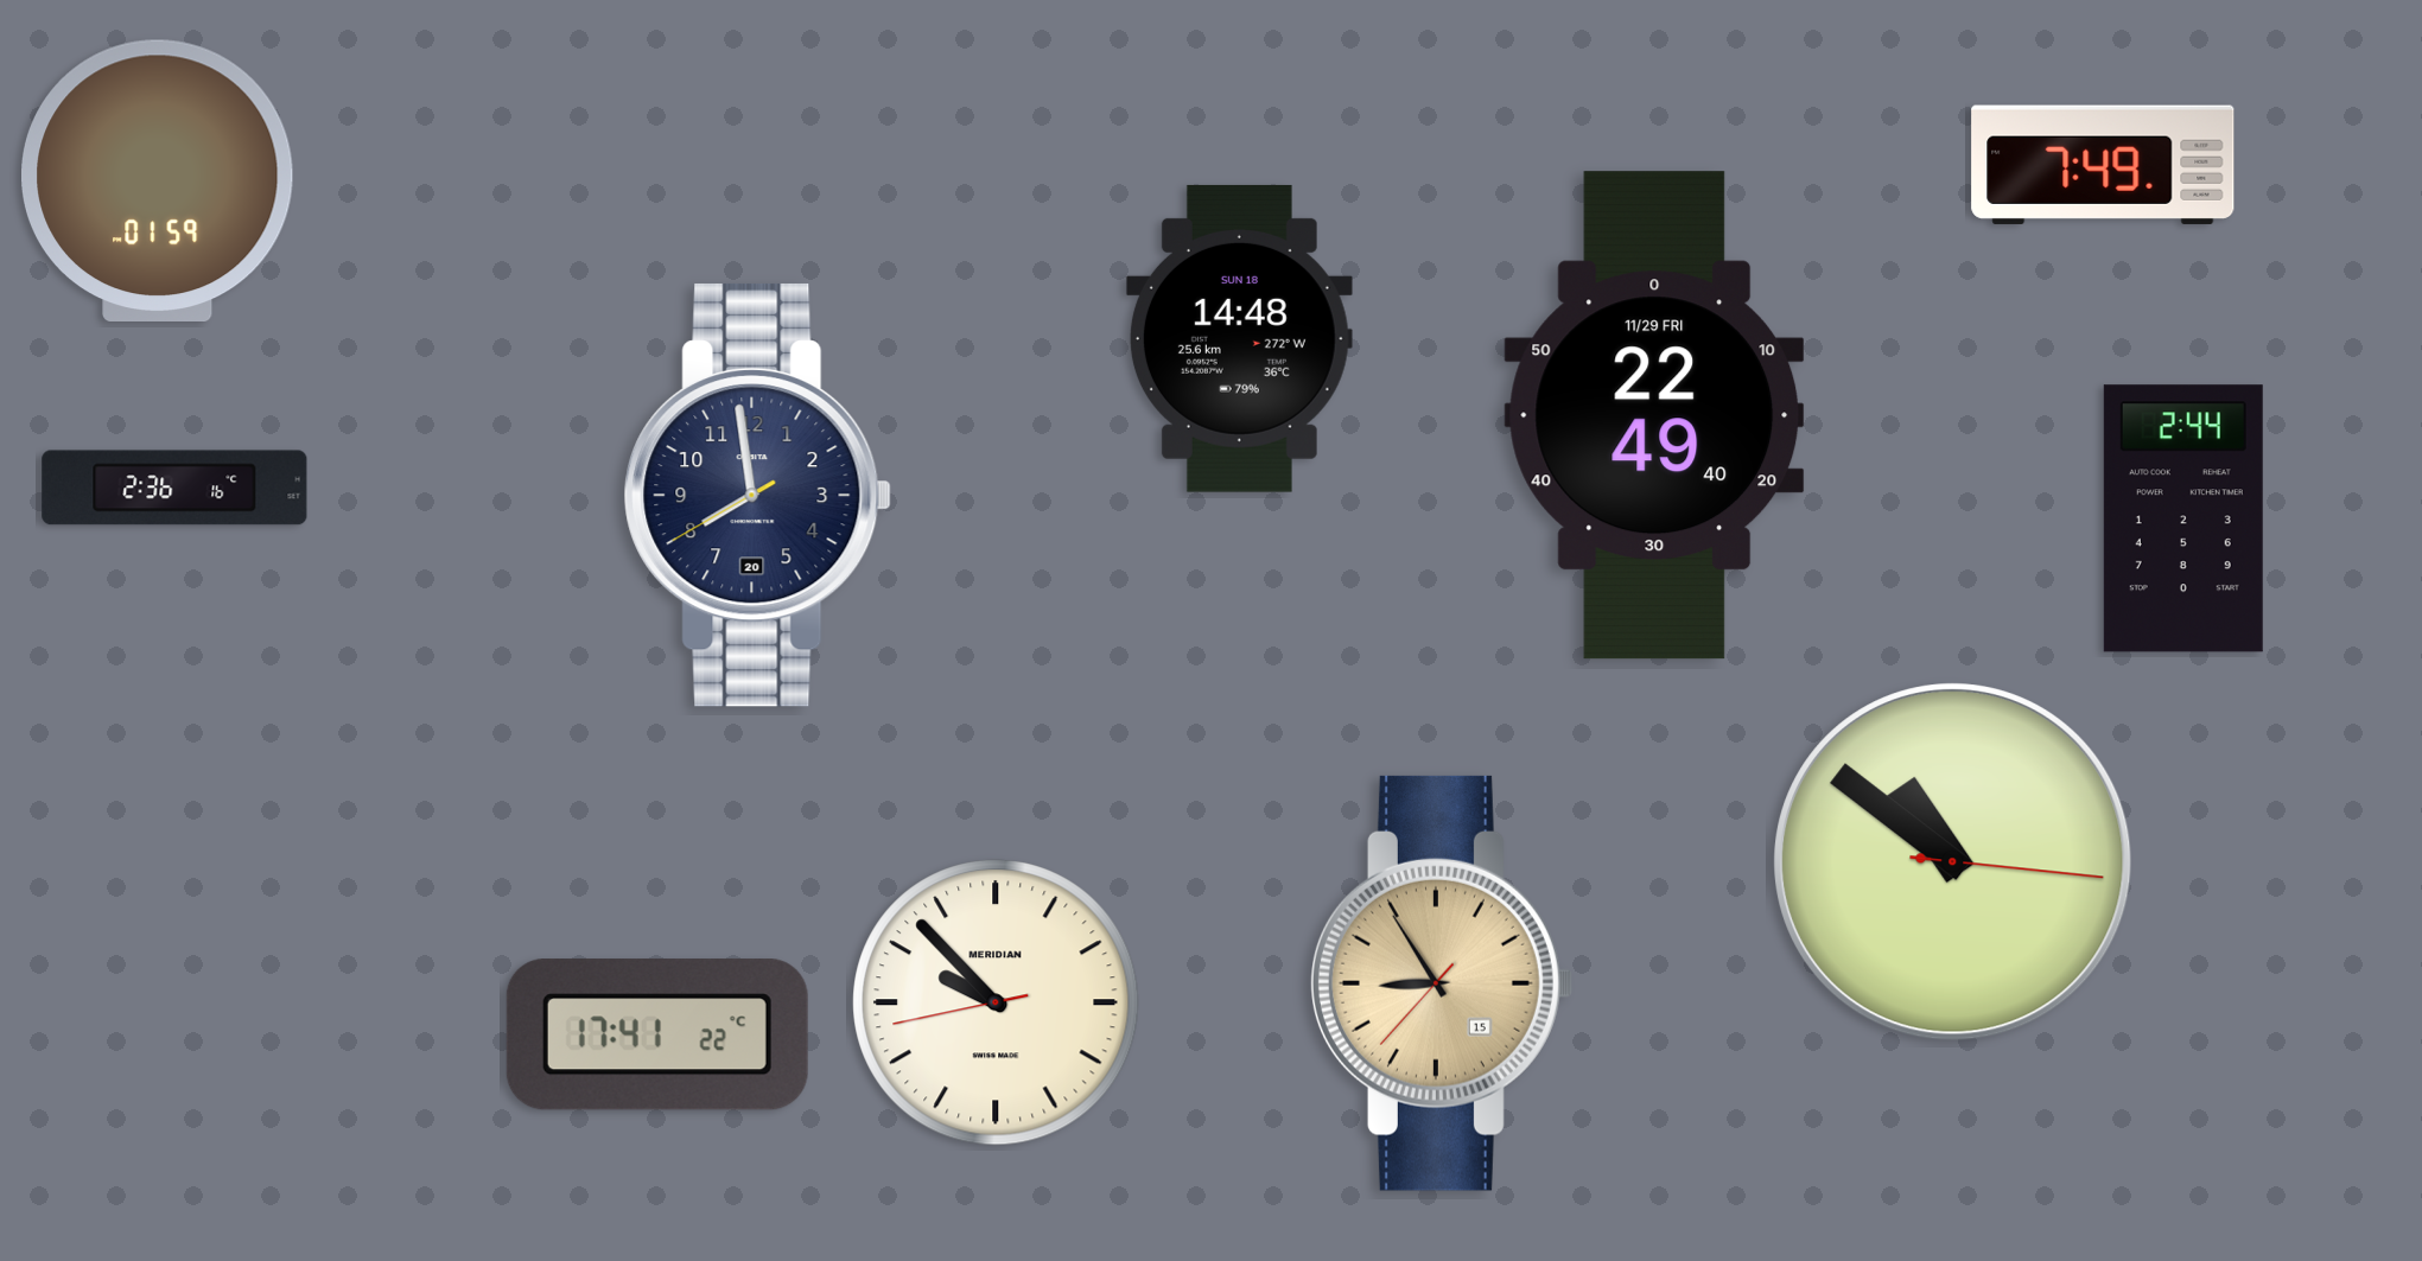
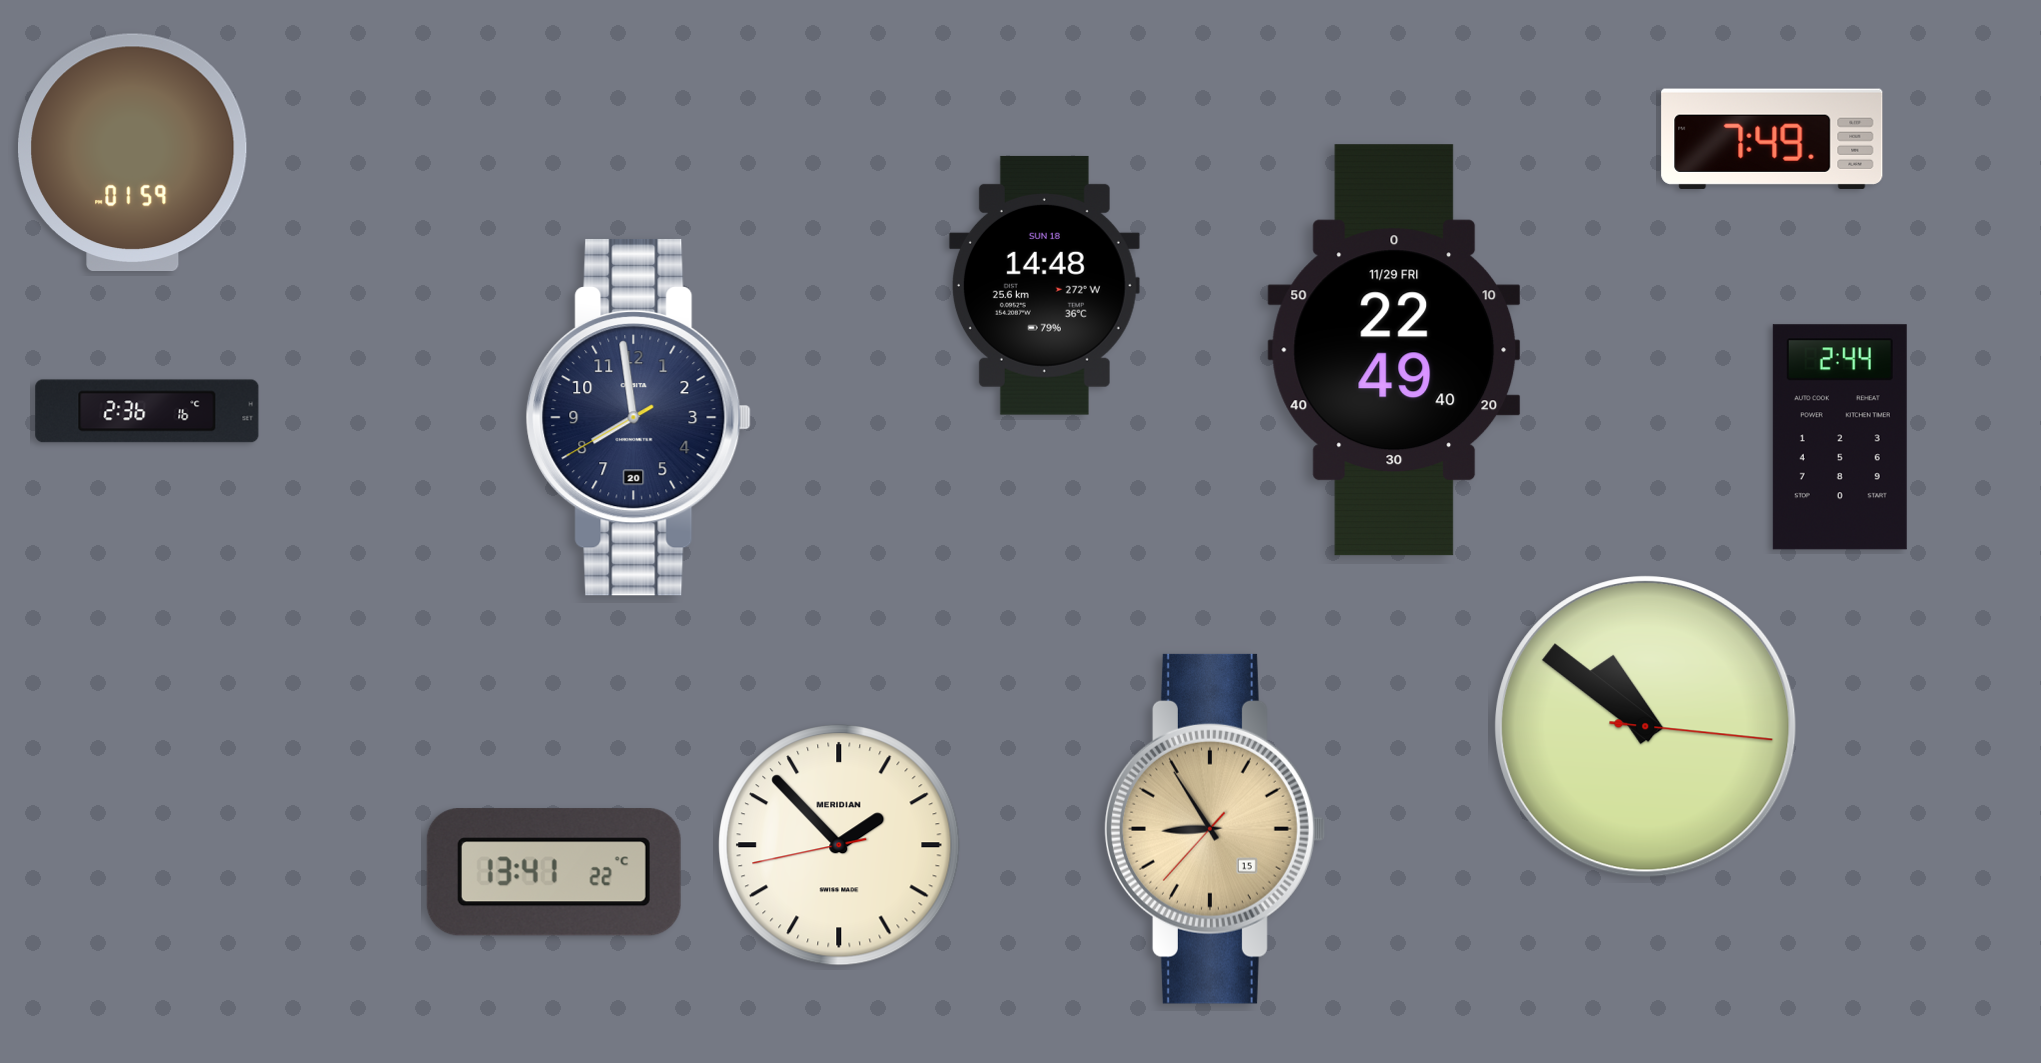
clock at (996, 1002): 9:52 -> 1:52
clock at (657, 1034): 17:41 -> 13:41
